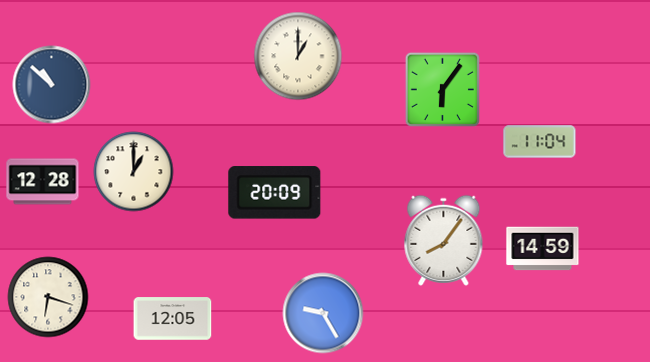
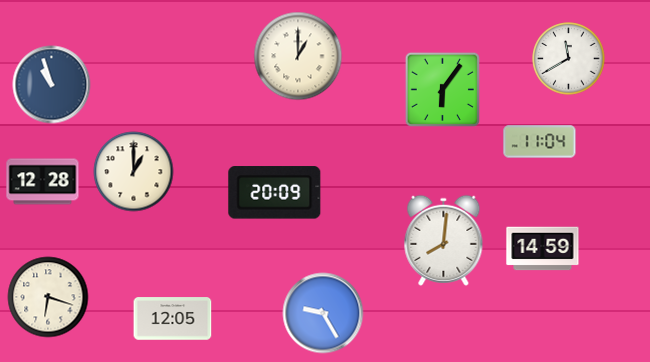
clock at (569, 59): none -> 11:40
clock at (52, 85): 10:52 -> 10:57
clock at (444, 240): 8:06 -> 8:01
